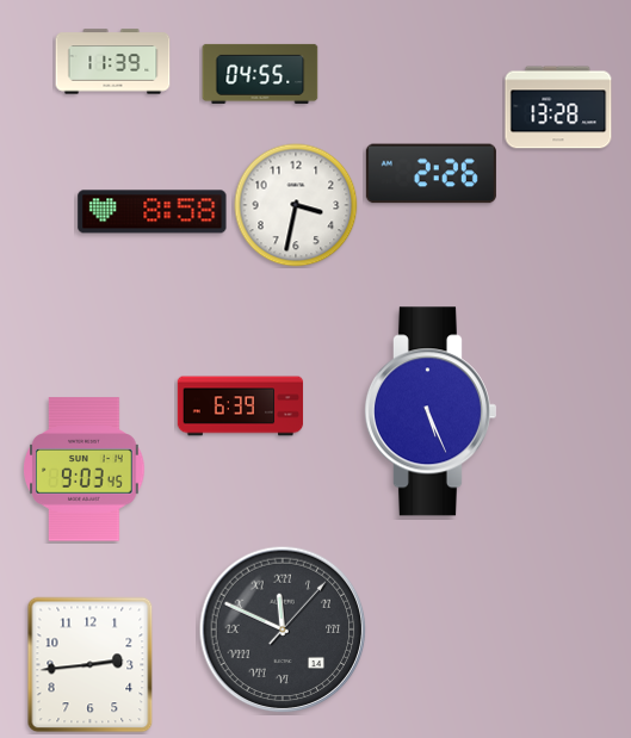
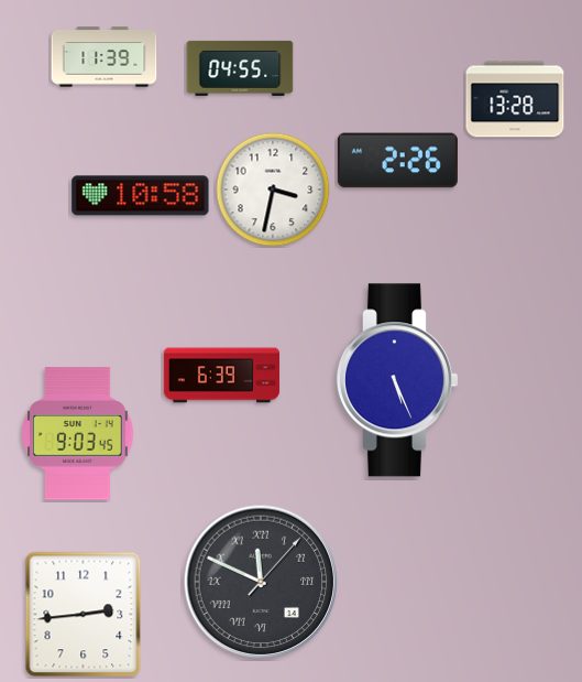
clock at (153, 212): 8:58 -> 10:58
